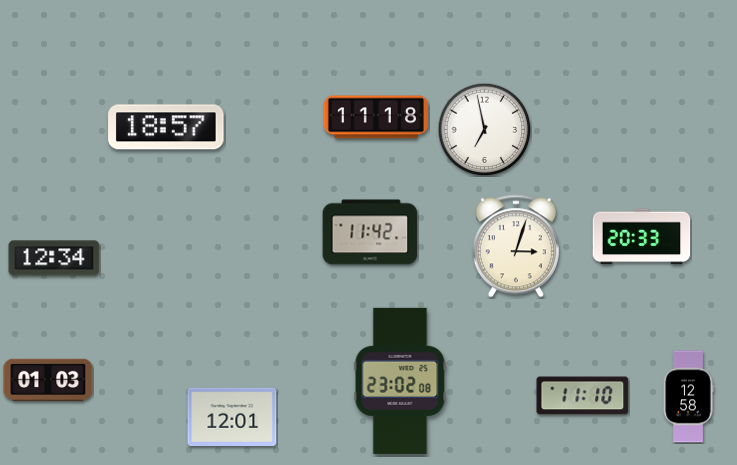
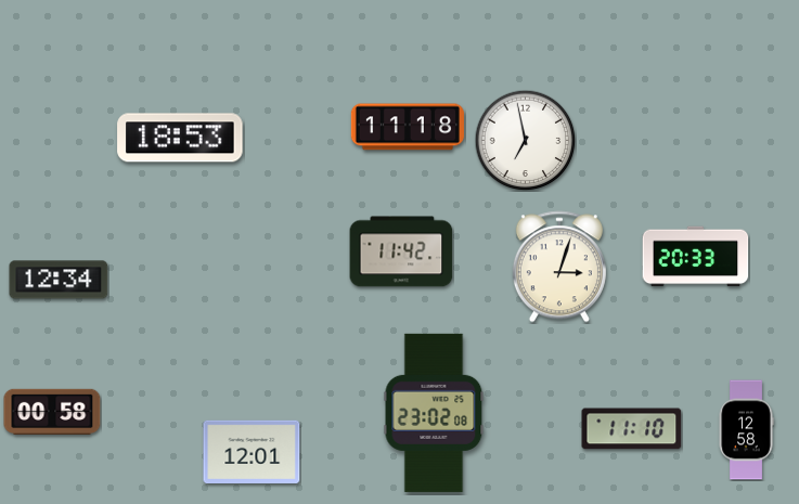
clock at (166, 127): 18:57 -> 18:53
clock at (48, 379): 01:03 -> 00:58
